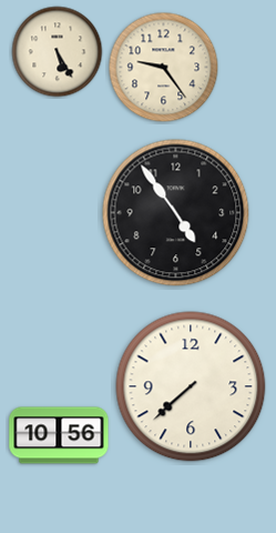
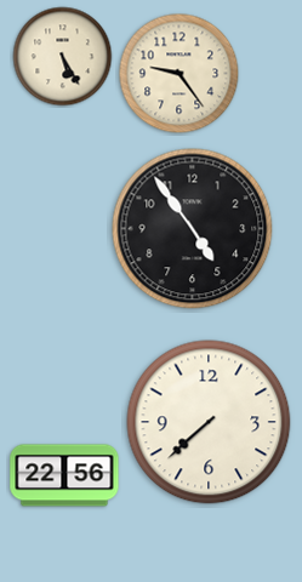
clock at (176, 213) position: (176, 213) -> (193, 229)
clock at (59, 435): 10:56 -> 22:56
